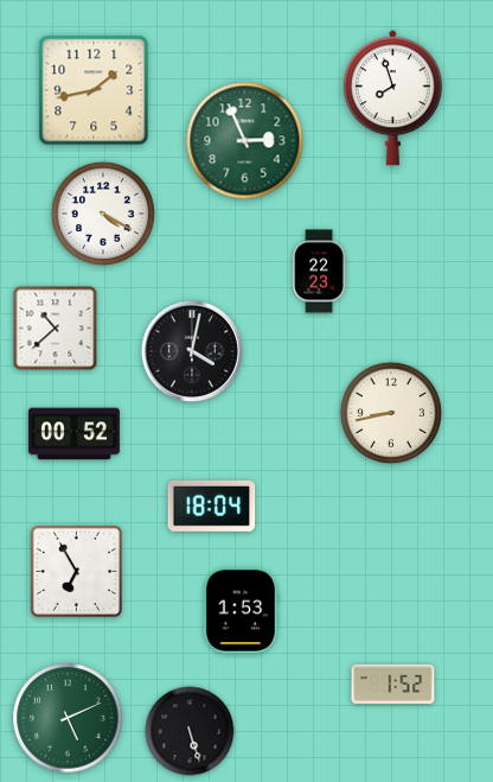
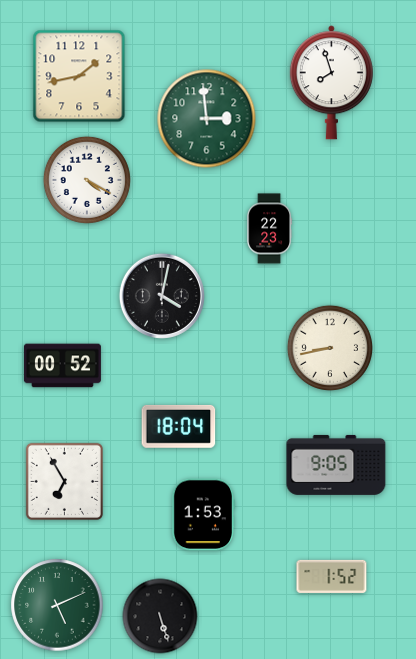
clock at (245, 141): 2:56 -> 2:59
clock at (56, 329): 10:38 -> none
clock at (336, 465): none -> 9:05
